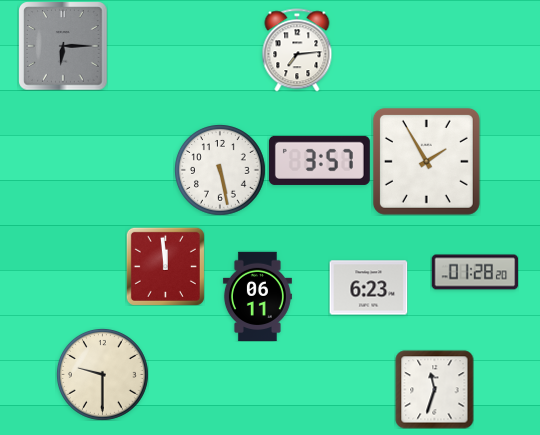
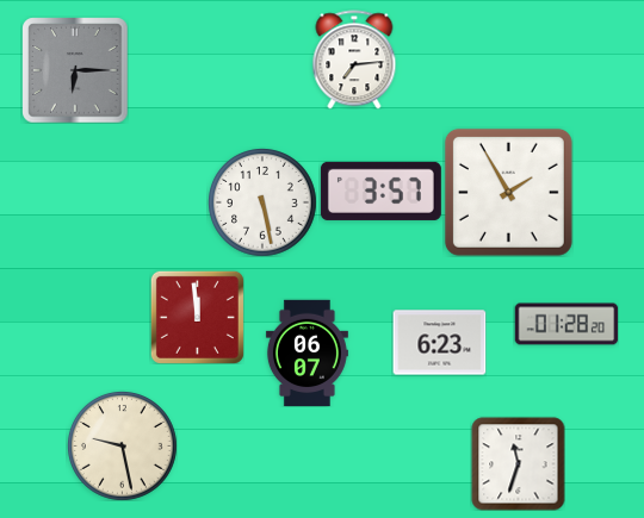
clock at (63, 46) position: (63, 46) -> (75, 70)
clock at (257, 296): 06:11 -> 06:07
clock at (102, 374): 9:30 -> 9:28
